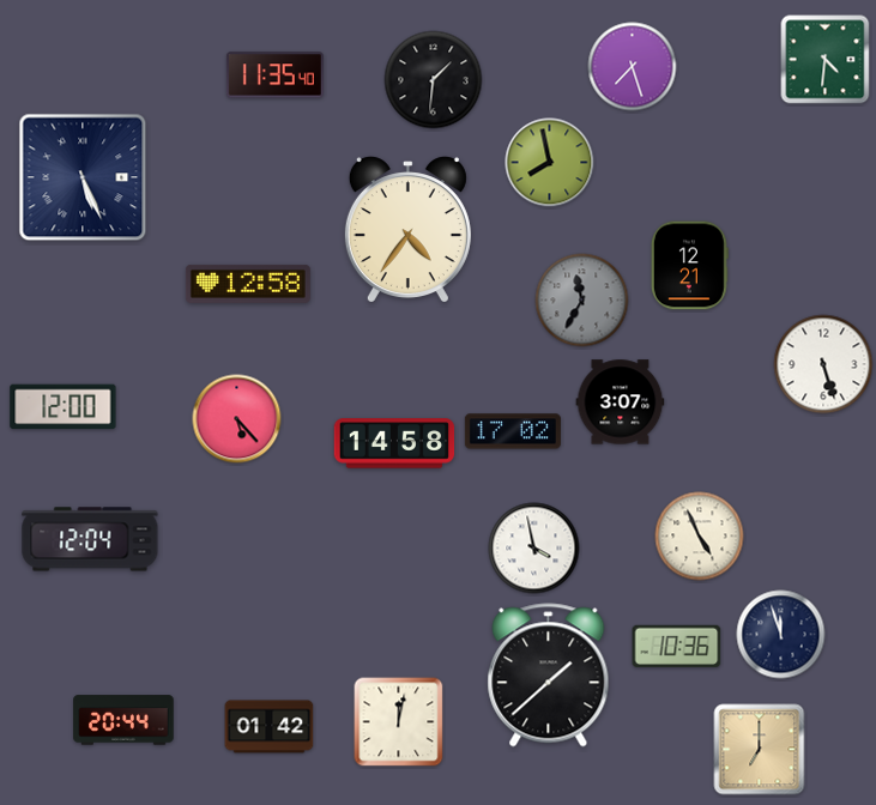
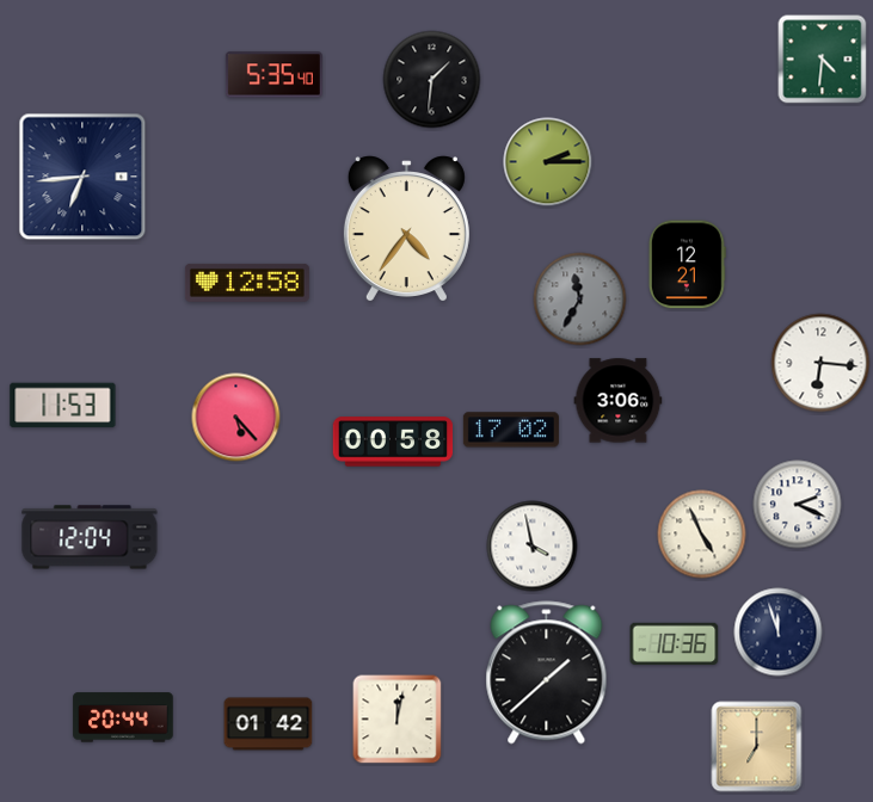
clock at (633, 67): 7:27 -> none
clock at (274, 75): 11:35 -> 5:35
clock at (550, 163): 7:58 -> 2:15
clock at (83, 177): 5:26 -> 6:44
clock at (823, 364): 5:27 -> 6:16
clock at (621, 402): 3:07 -> 3:06
clock at (64, 407): 12:00 -> 11:53
clock at (394, 443): 14:58 -> 00:58
clock at (798, 505): none -> 2:19
clock at (700, 537) position: (700, 537) -> (702, 535)
